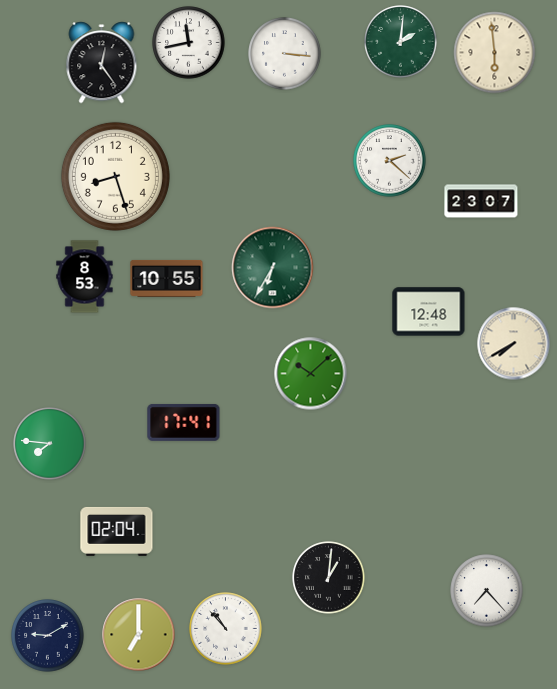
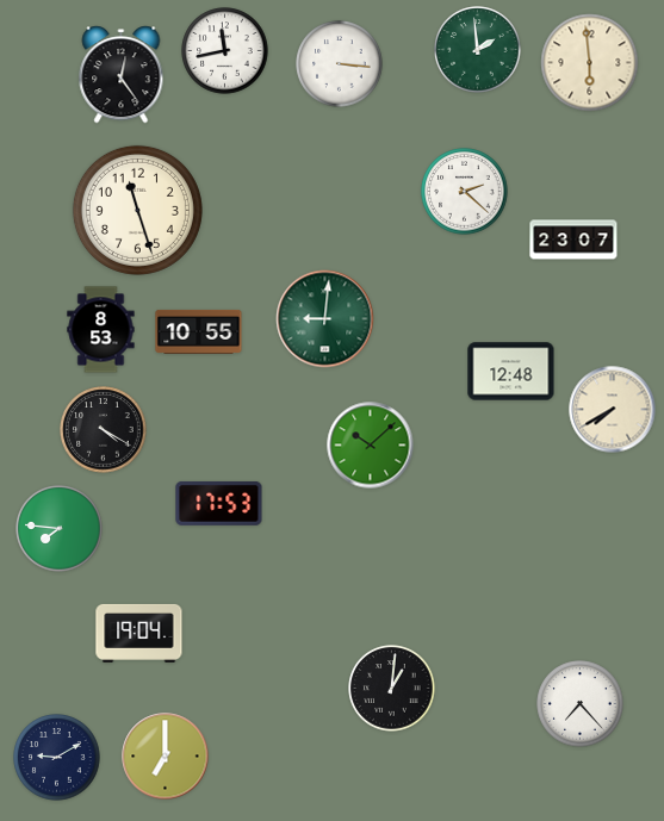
clock at (401, 42): 2:01 -> 1:59
clock at (115, 176): 8:27 -> 11:27
clock at (273, 268): 6:35 -> 9:01
clock at (104, 430): none -> 4:20
clock at (184, 422): 17:41 -> 17:53
clock at (117, 531): 02:04 -> 19:04
clock at (226, 629): 10:53 -> none
